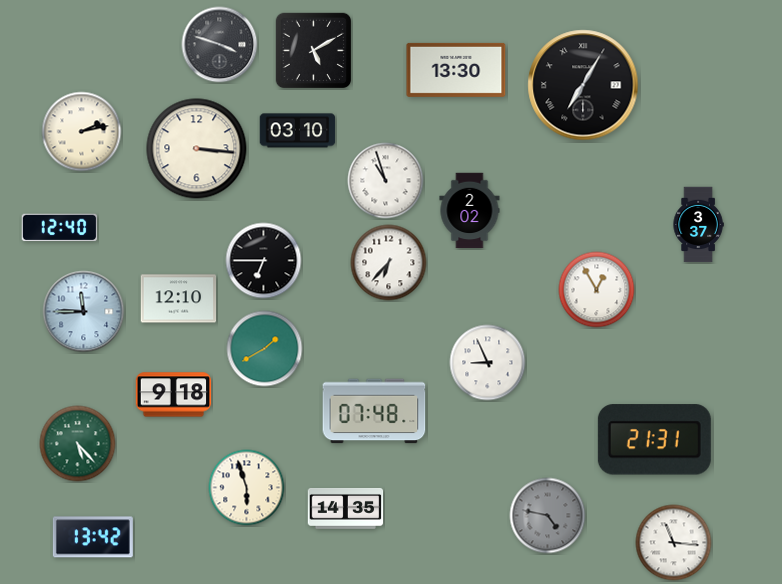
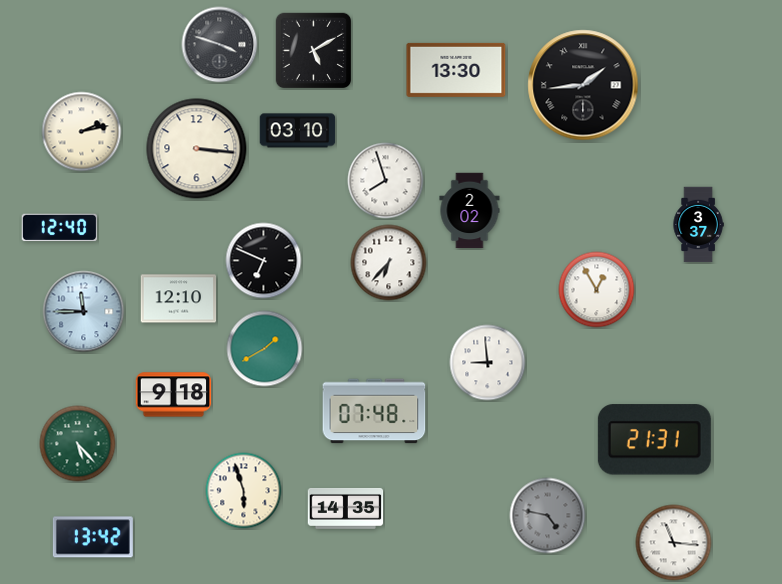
clock at (583, 85): 7:05 -> 1:44
clock at (386, 181): 10:57 -> 7:57
clock at (264, 261): 6:45 -> 6:49
clock at (488, 363): 8:56 -> 8:59
clock at (247, 488) position: (247, 488) -> (244, 491)
